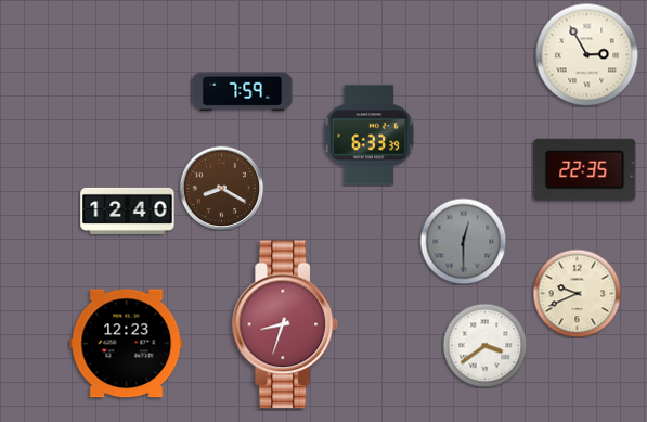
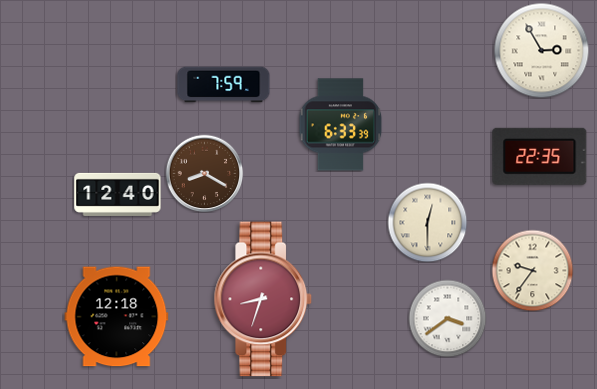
clock at (463, 241) dial: grey -> cream
clock at (577, 293): 9:41 -> 9:36
clock at (127, 344): 12:23 -> 12:18
